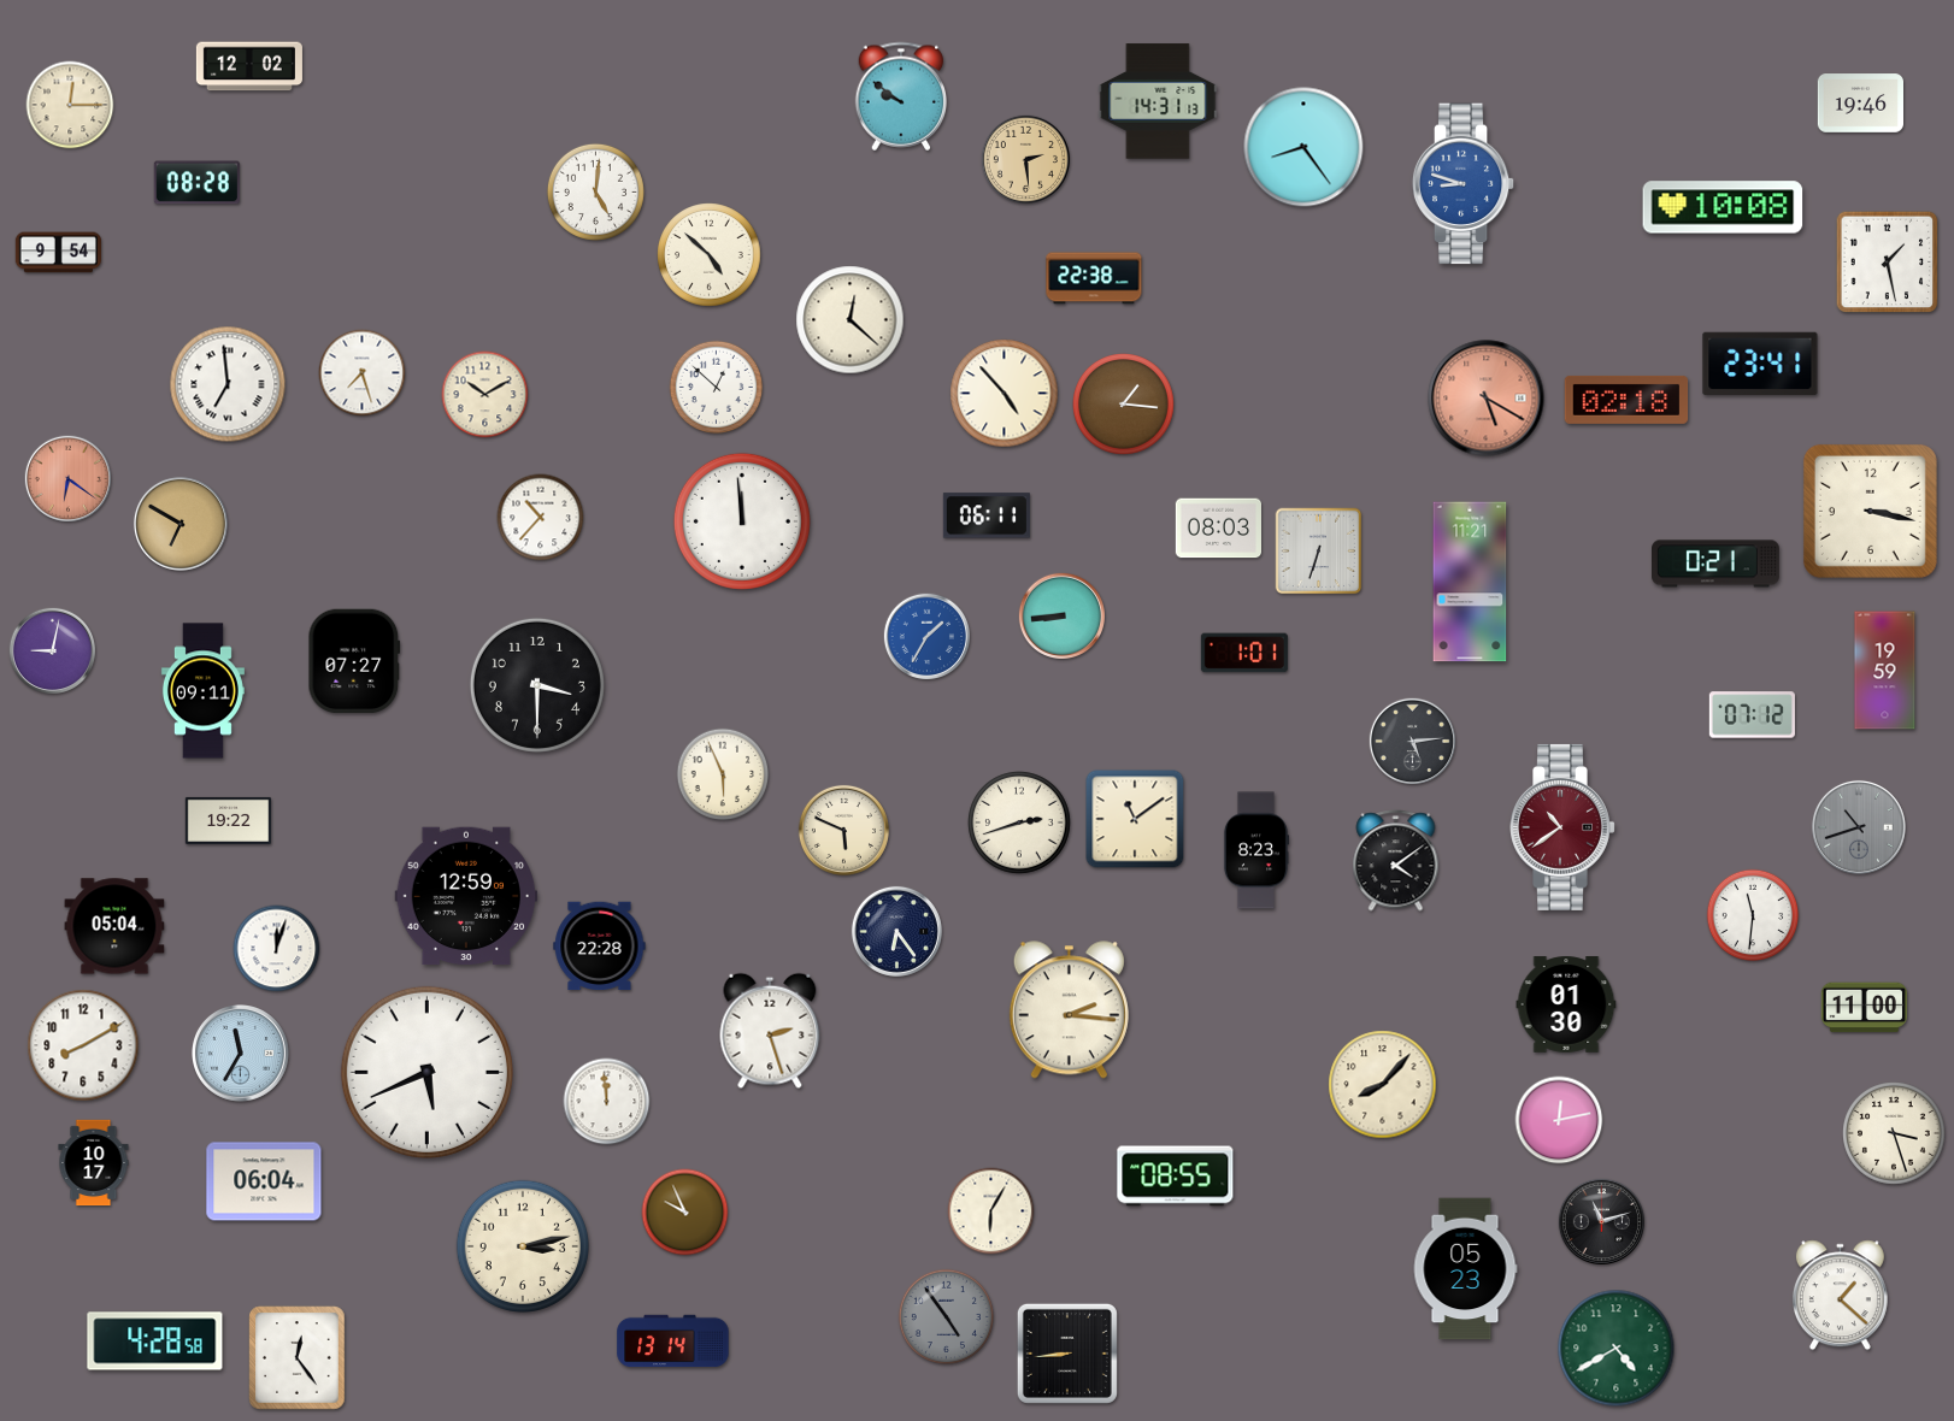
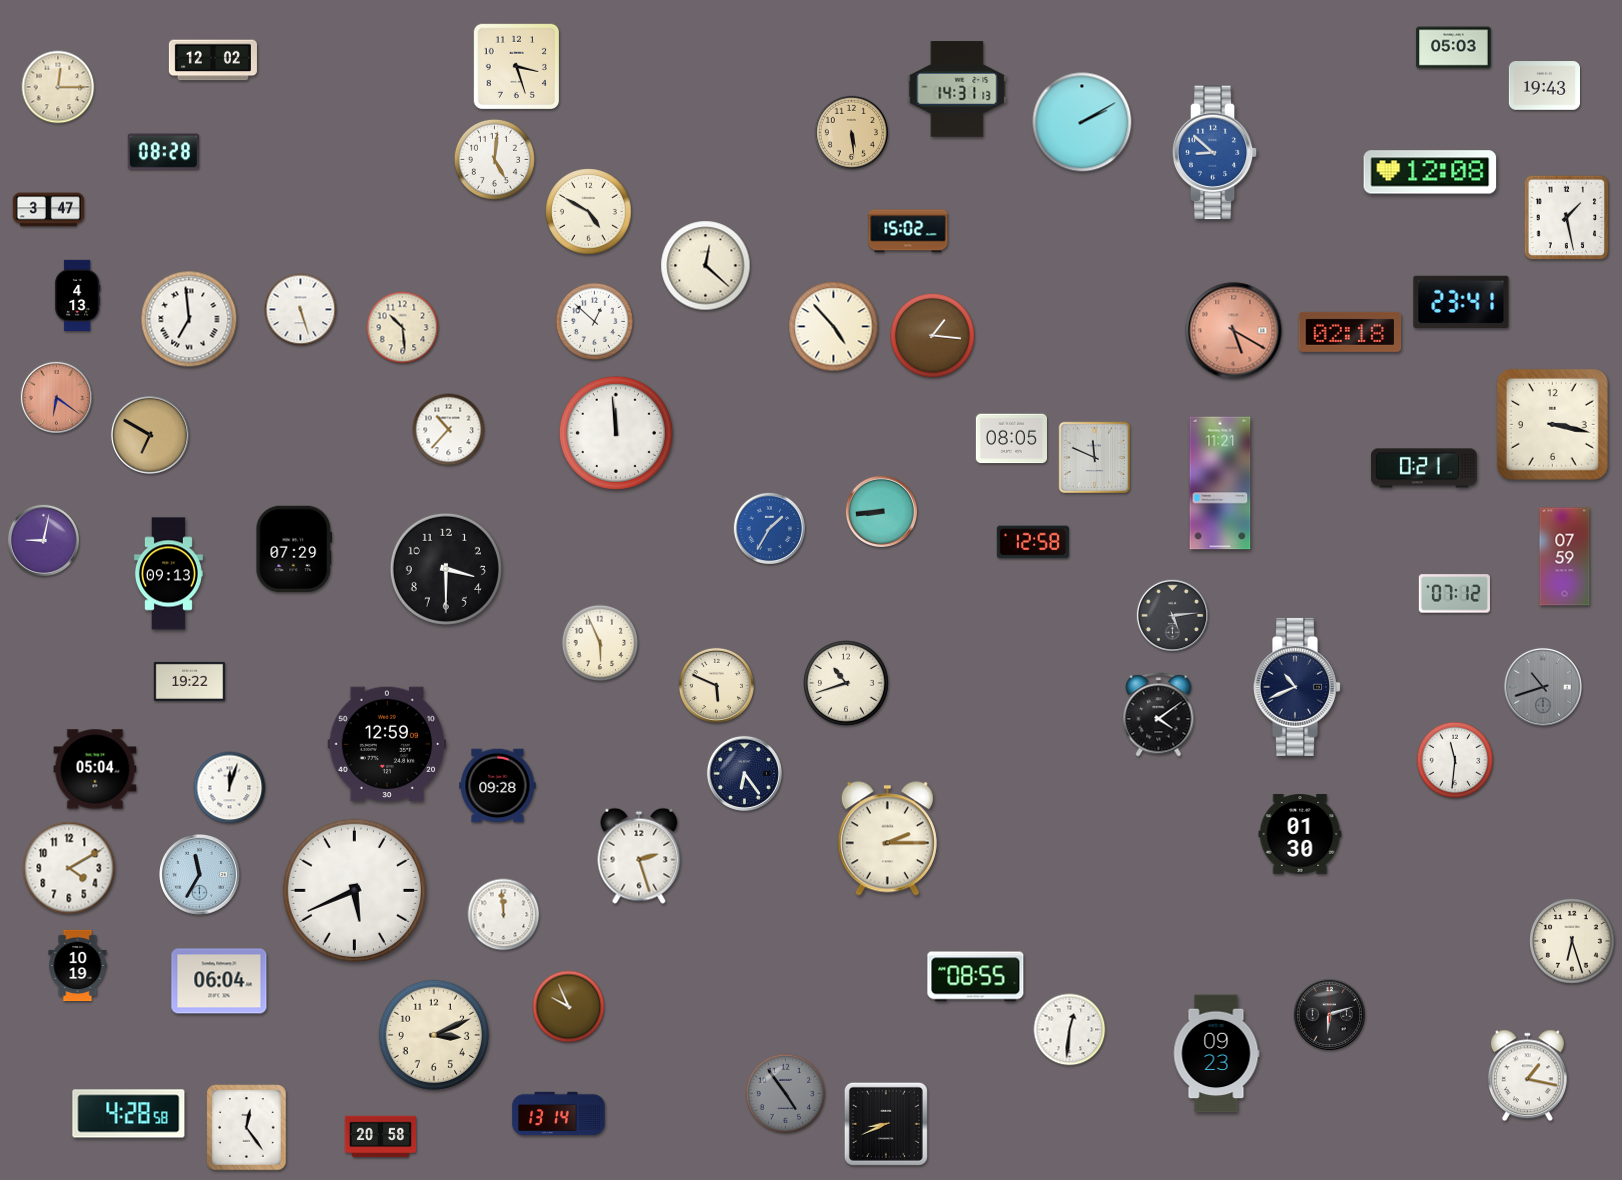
clock at (1454, 48): none -> 05:03
clock at (249, 66) position: (249, 66) -> (213, 60)
clock at (516, 66): none -> 3:27
clock at (901, 96): 9:51 -> none
clock at (1158, 101) position: (1158, 101) -> (957, 89)
clock at (1860, 104): 19:46 -> 19:43
clock at (1303, 147): 8:24 -> 2:10
clock at (1025, 159): 2:29 -> 5:29
clock at (1464, 184): 8:48 -> 8:52
clock at (1723, 207): 10:08 -> 12:08
clock at (58, 253): 9:54 -> 3:47
clock at (710, 255): 4:52 -> 4:50
clock at (1094, 278): 22:38 -> 15:02
clock at (77, 296): none -> 4:13
clock at (363, 373): 7:27 -> 5:27
clock at (485, 395): 10:10 -> 10:29
clock at (987, 515): 06:11 -> none
clock at (1218, 529): 08:03 -> 08:05
clock at (1319, 552): 6:33 -> 11:49
clock at (1244, 653): 1:01 -> 12:58
clock at (354, 661): 07:27 -> 07:29
clock at (1885, 671): 19:59 -> 07:59
clock at (202, 691): 09:11 -> 09:13
clock at (1135, 819): 11:09 -> none
clock at (1019, 822): 2:42 -> 10:42
clock at (1562, 827): 10:39 -> 10:41
clock at (1562, 827) dial: burgundy -> navy
clock at (843, 830) position: (843, 830) -> (716, 685)
clock at (1256, 850): 8:23 -> none
clock at (600, 947): 22:28 -> 09:28
clock at (1864, 1008): 11:00 -> none
clock at (1069, 1010): 2:16 -> 2:15
clock at (83, 1045): 8:10 -> 4:10
clock at (1383, 1085): 8:07 -> none
clock at (1559, 1120): 12:13 -> none
clock at (1894, 1133): 3:27 -> 6:27
clock at (94, 1163): 10:17 -> 10:19
clock at (991, 1211): 6:05 -> none
clock at (1602, 1222): 11:12 -> 6:12
clock at (1070, 1030): none -> 12:31
clock at (522, 1245): 3:13 -> 3:11
clock at (1465, 1269): 05:23 -> 09:23
clock at (1840, 1296): 1:22 -> 1:17
clock at (1617, 1349): 4:40 -> none
clock at (1067, 1354): 8:44 -> 8:41
clock at (380, 1137): none -> 20:58
